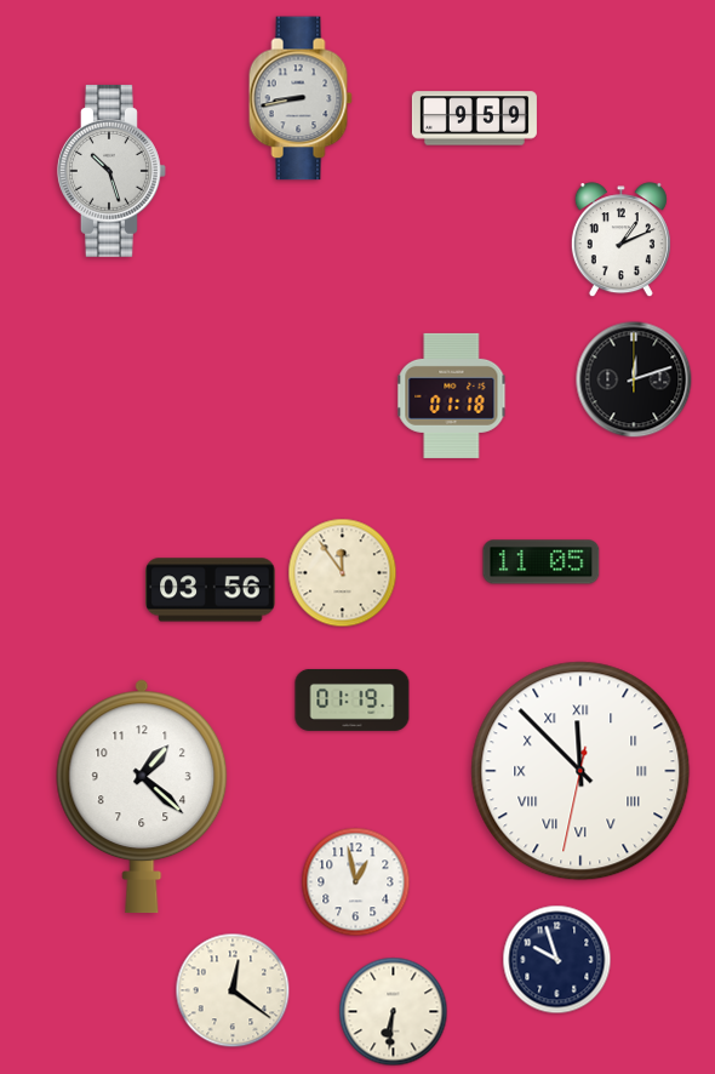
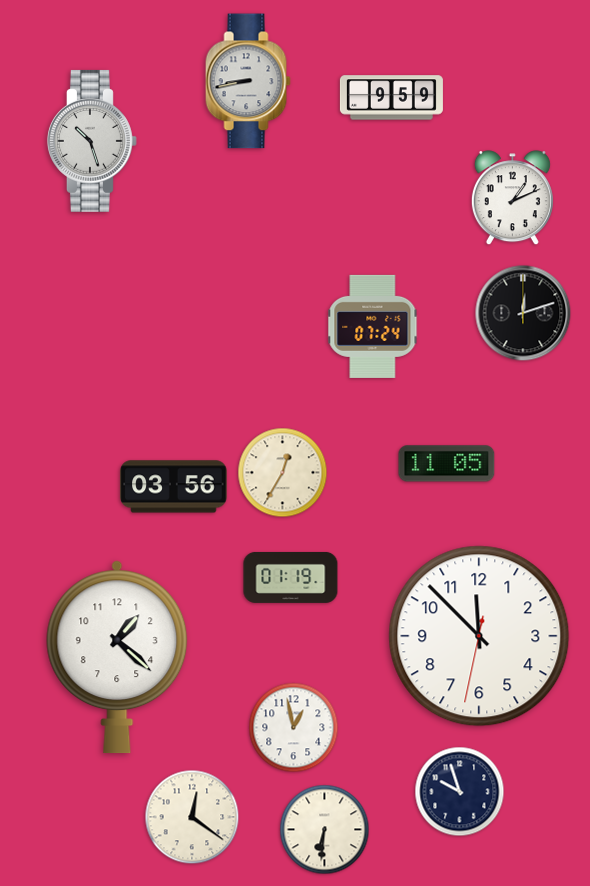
clock at (452, 395): 01:18 -> 07:24
clock at (343, 573): 11:54 -> 12:35
clock at (580, 771) numerals: Roman -> Arabic
clock at (394, 1012) position: (394, 1012) -> (325, 830)
